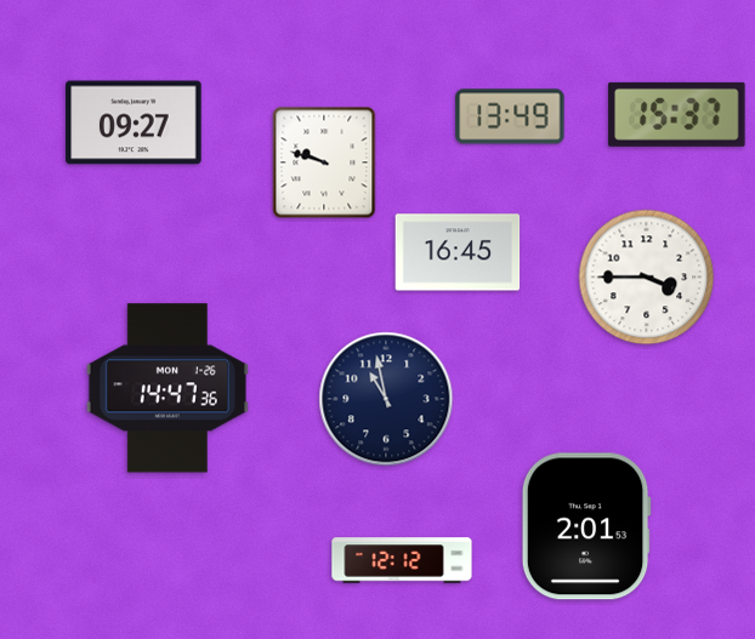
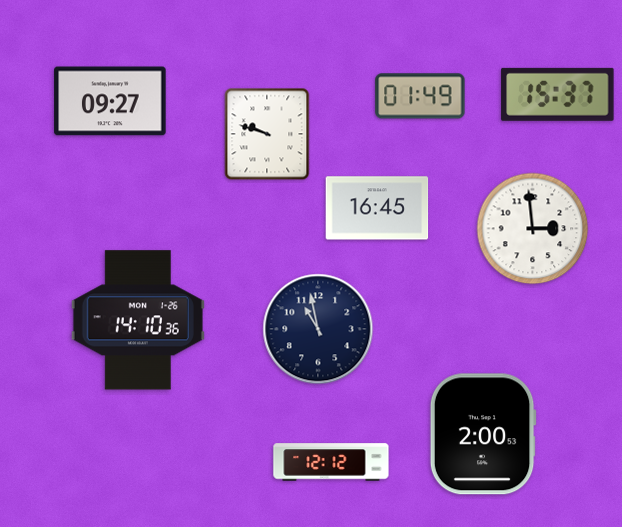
clock at (510, 116): 13:49 -> 01:49
clock at (647, 278): 3:45 -> 2:59
clock at (168, 388): 14:47 -> 14:10
clock at (586, 526): 2:01 -> 2:00
